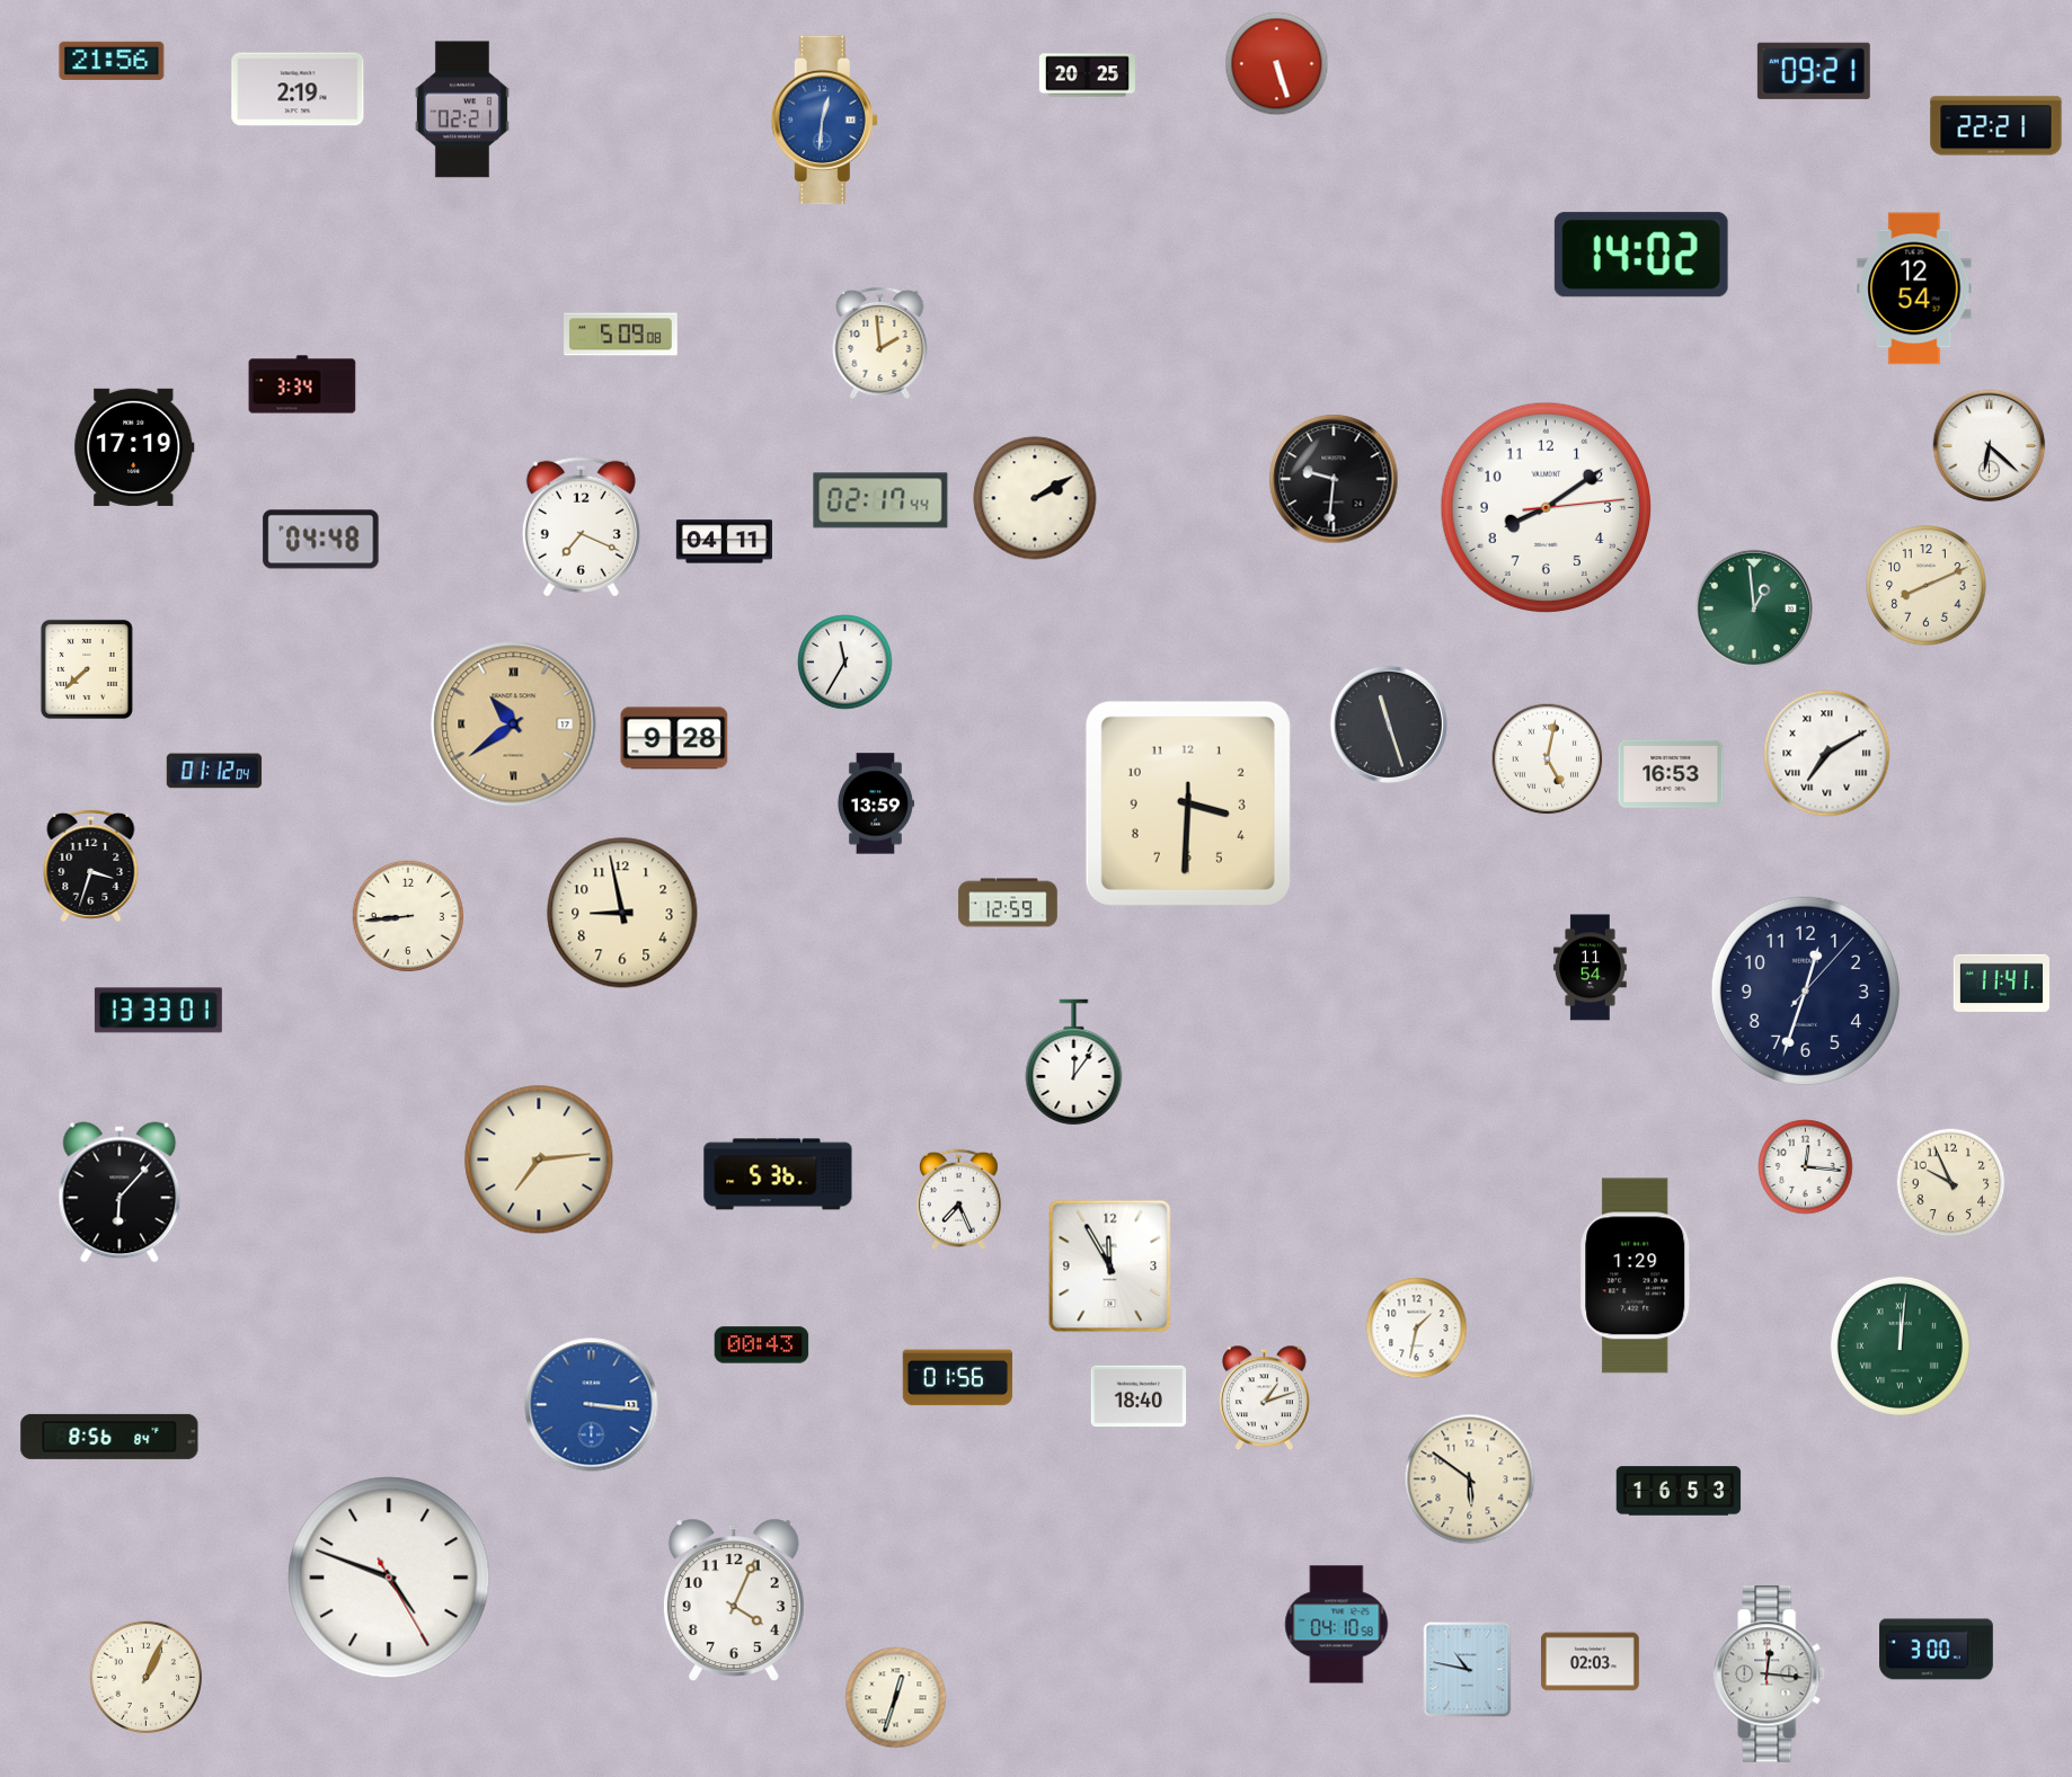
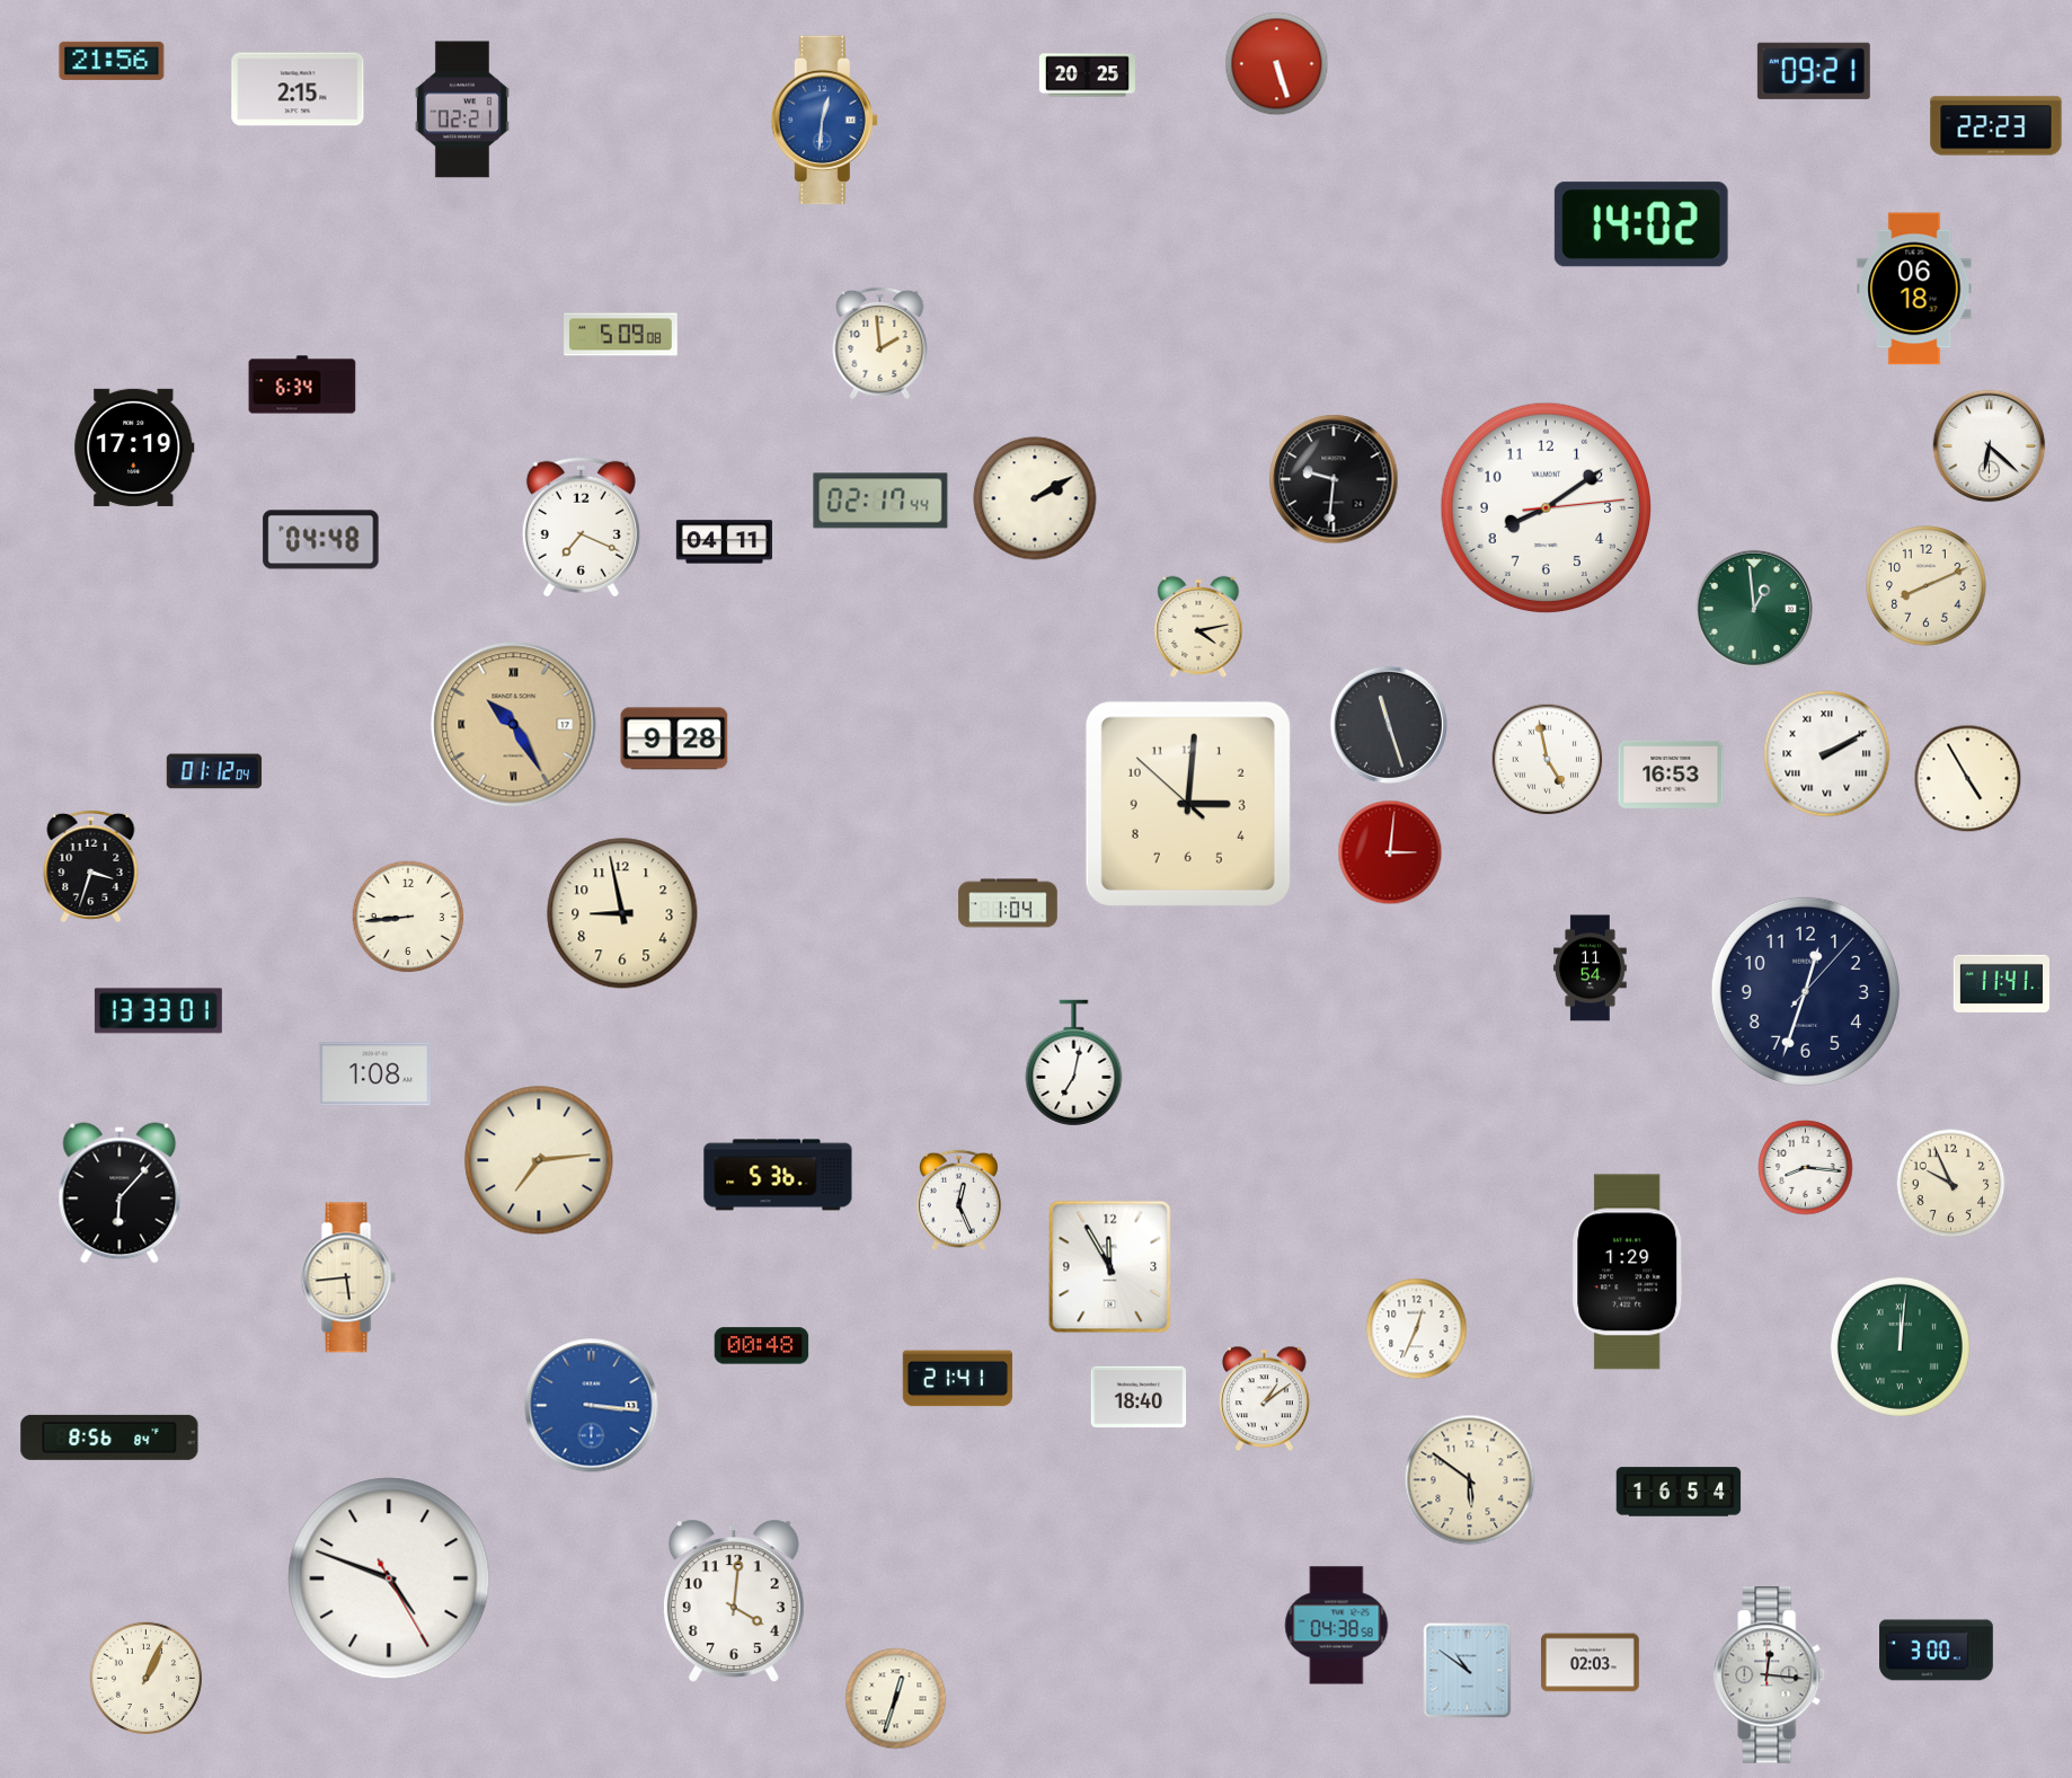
clock at (298, 89): 2:19 -> 2:15
clock at (1996, 126): 22:21 -> 22:23
clock at (1641, 255) position: (1641, 255) -> (1641, 224)
clock at (1914, 288): 12:54 -> 06:18
clock at (302, 384): 3:34 -> 6:34
clock at (1198, 627): none -> 4:13
clock at (845, 663): 11:35 -> none
clock at (87, 669): 7:38 -> none
clock at (514, 725): 10:39 -> 10:25
clock at (1827, 754): 7:10 -> 2:10
clock at (1548, 759): 5:02 -> 4:58
clock at (1968, 779): none -> 4:55
clock at (875, 803): 13:59 -> none
clock at (1188, 803): 3:30 -> 3:00
clock at (1390, 852): none -> 3:01
clock at (1008, 903): 12:59 -> 1:04
clock at (1074, 1063): 12:06 -> 7:02
clock at (374, 1074): none -> 1:08
clock at (1806, 1167): 12:16 -> 8:16
clock at (958, 1200): 7:26 -> 12:26
clock at (1636, 1276) position: (1636, 1276) -> (1628, 1272)
clock at (348, 1277): none -> 5:44
clock at (1417, 1329): 1:32 -> 12:34
clock at (762, 1345): 00:43 -> 00:48
clock at (958, 1378): 01:56 -> 21:41
clock at (1265, 1398): 1:12 -> 1:09
clock at (1679, 1491): 16:53 -> 16:54
clock at (734, 1599): 4:04 -> 4:01
clock at (1337, 1625): 04:10 -> 04:38
clock at (1468, 1670): 10:47 -> 10:51
